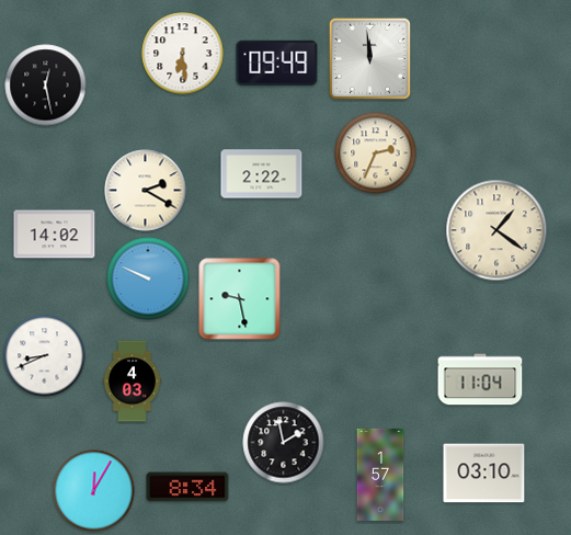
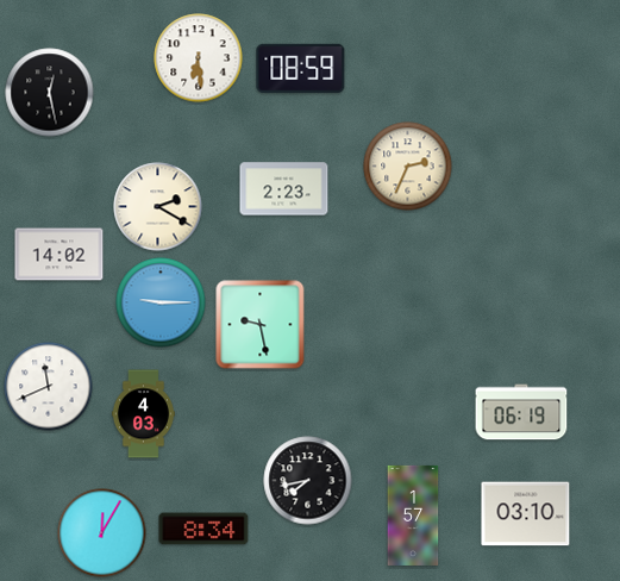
clock at (369, 58): 11:59 -> none
clock at (277, 62): 09:49 -> 08:59
clock at (262, 174): 2:22 -> 2:23
clock at (496, 230): 1:21 -> none
clock at (148, 278): 9:49 -> 9:15
clock at (45, 356): 8:41 -> 11:41
clock at (480, 379): 11:04 -> 06:19
clock at (284, 443): 1:58 -> 7:43
